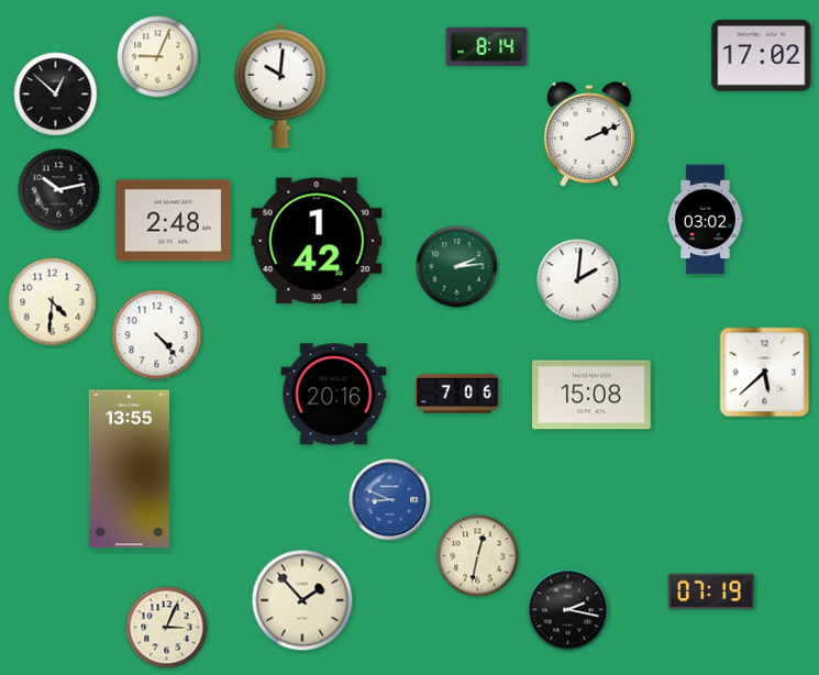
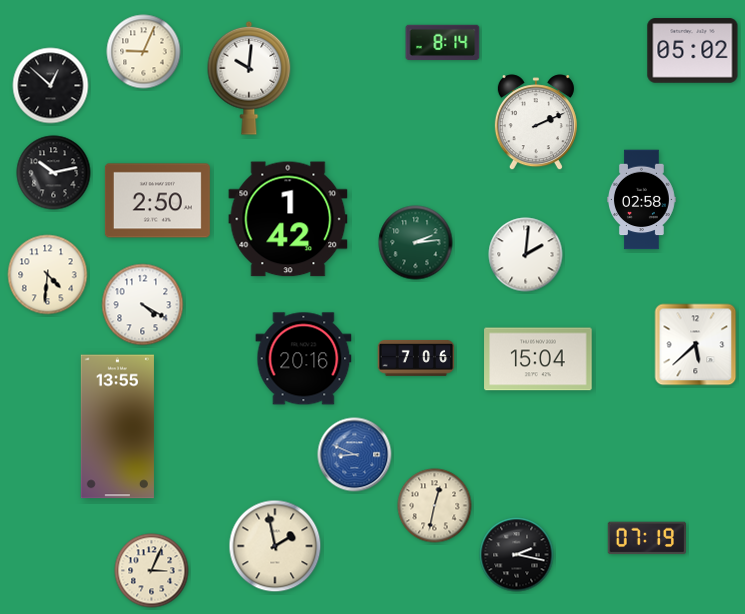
clock at (762, 56): 17:02 -> 05:02
clock at (280, 86) position: (280, 86) -> (249, 78)
clock at (706, 220): 03:02 -> 02:58
clock at (173, 221): 2:48 -> 2:50
clock at (157, 335): 4:23 -> 4:20
clock at (765, 373) position: (765, 373) -> (696, 345)
clock at (591, 395): 15:08 -> 15:04
clock at (302, 600): 1:53 -> 1:58
